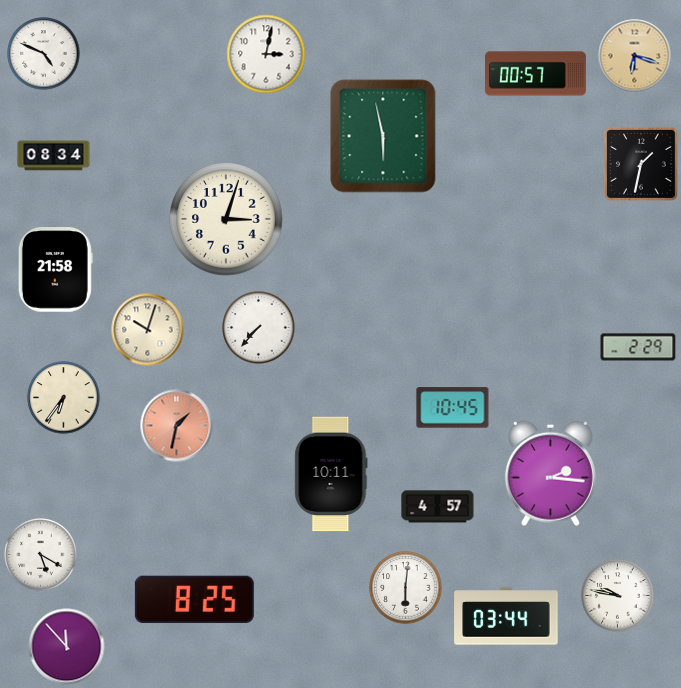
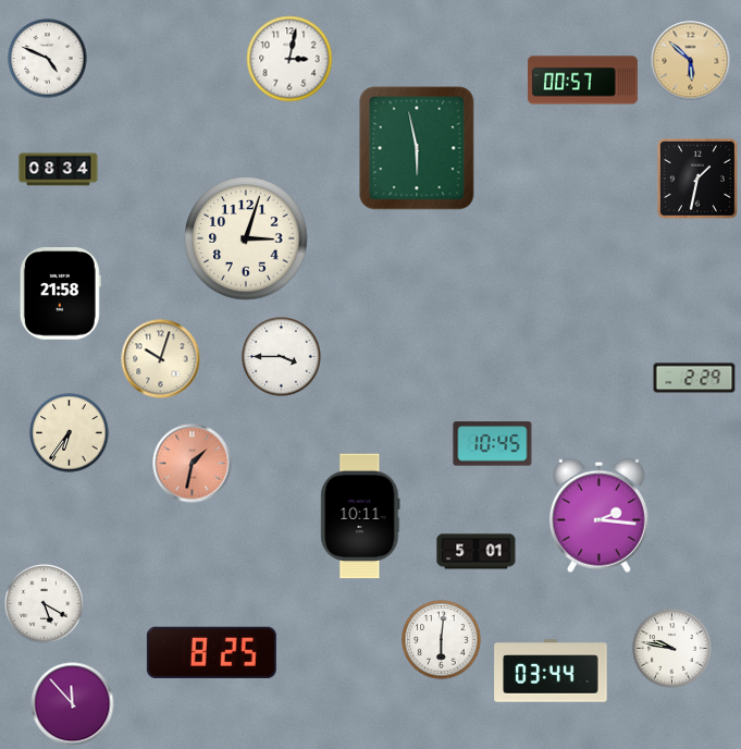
clock at (635, 56): 6:18 -> 5:52
clock at (259, 328): 7:37 -> 3:45
clock at (438, 507): 4:57 -> 5:01
